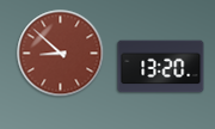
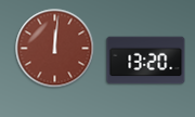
clock at (61, 54): 8:52 -> 12:01
